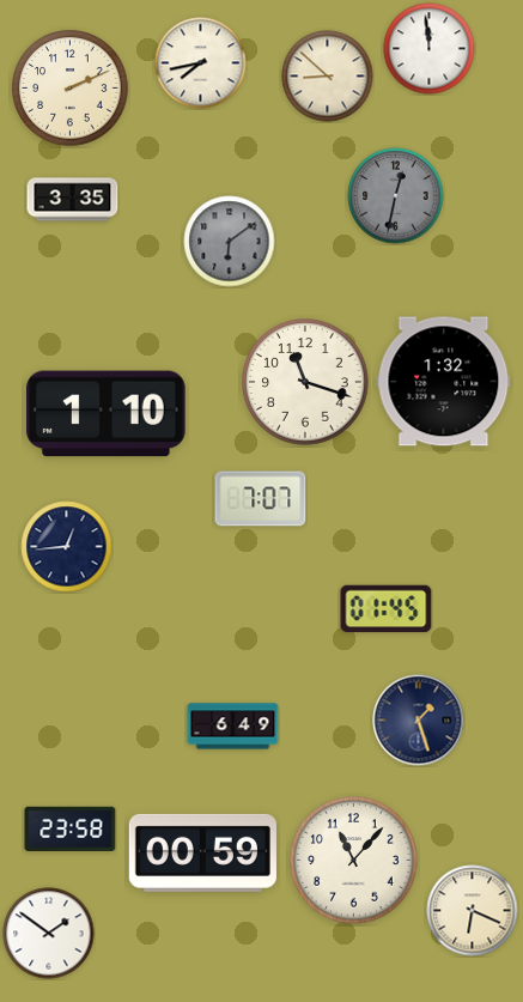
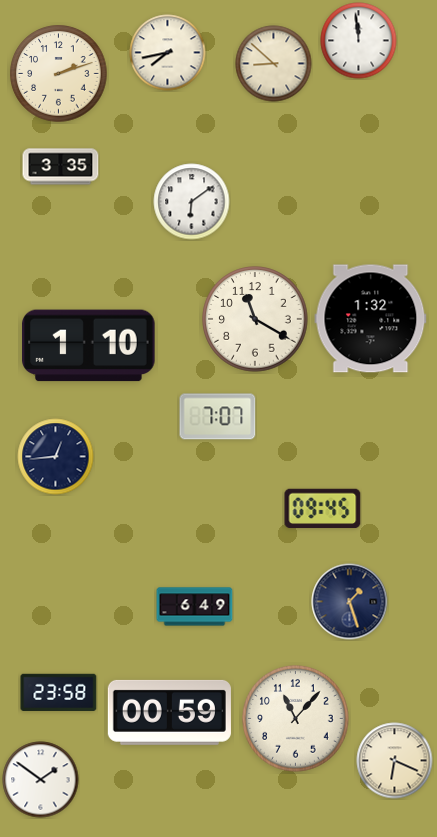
clock at (71, 89): 2:11 -> 2:12
clock at (396, 196): 12:32 -> none
clock at (230, 242) dial: grey -> white
clock at (305, 382): 11:18 -> 11:20
clock at (387, 609): 01:45 -> 09:45
